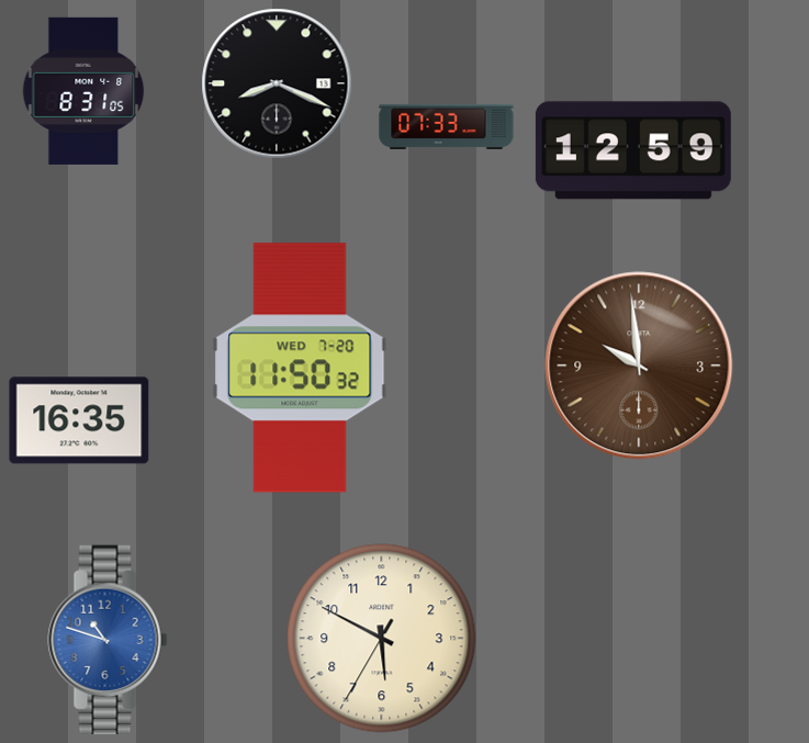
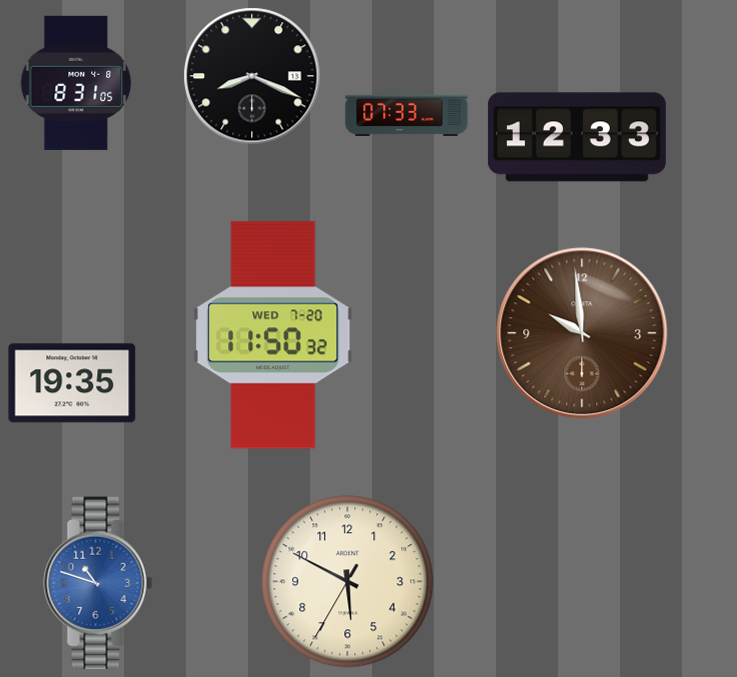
clock at (633, 150): 12:59 -> 12:33
clock at (79, 420): 16:35 -> 19:35
